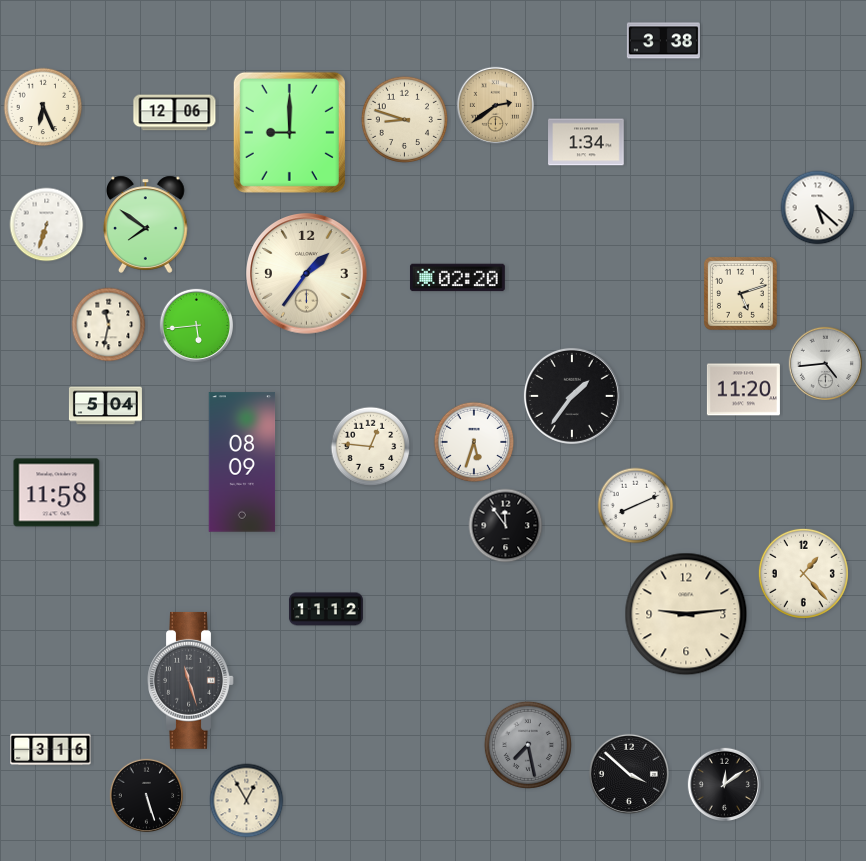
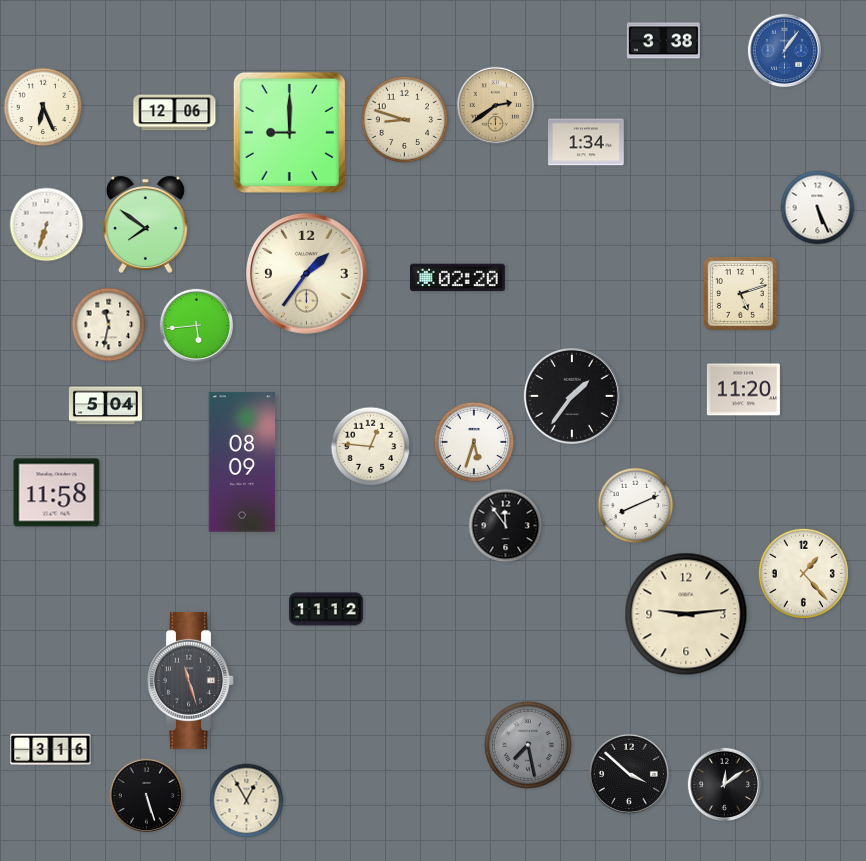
clock at (784, 50): none -> 1:06
clock at (818, 208): 5:22 -> 5:26
clock at (825, 363): 4:44 -> none
